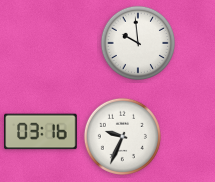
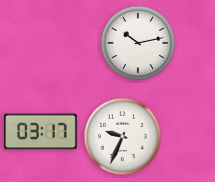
clock at (138, 43): 9:59 -> 10:13
clock at (41, 132): 03:16 -> 03:17
